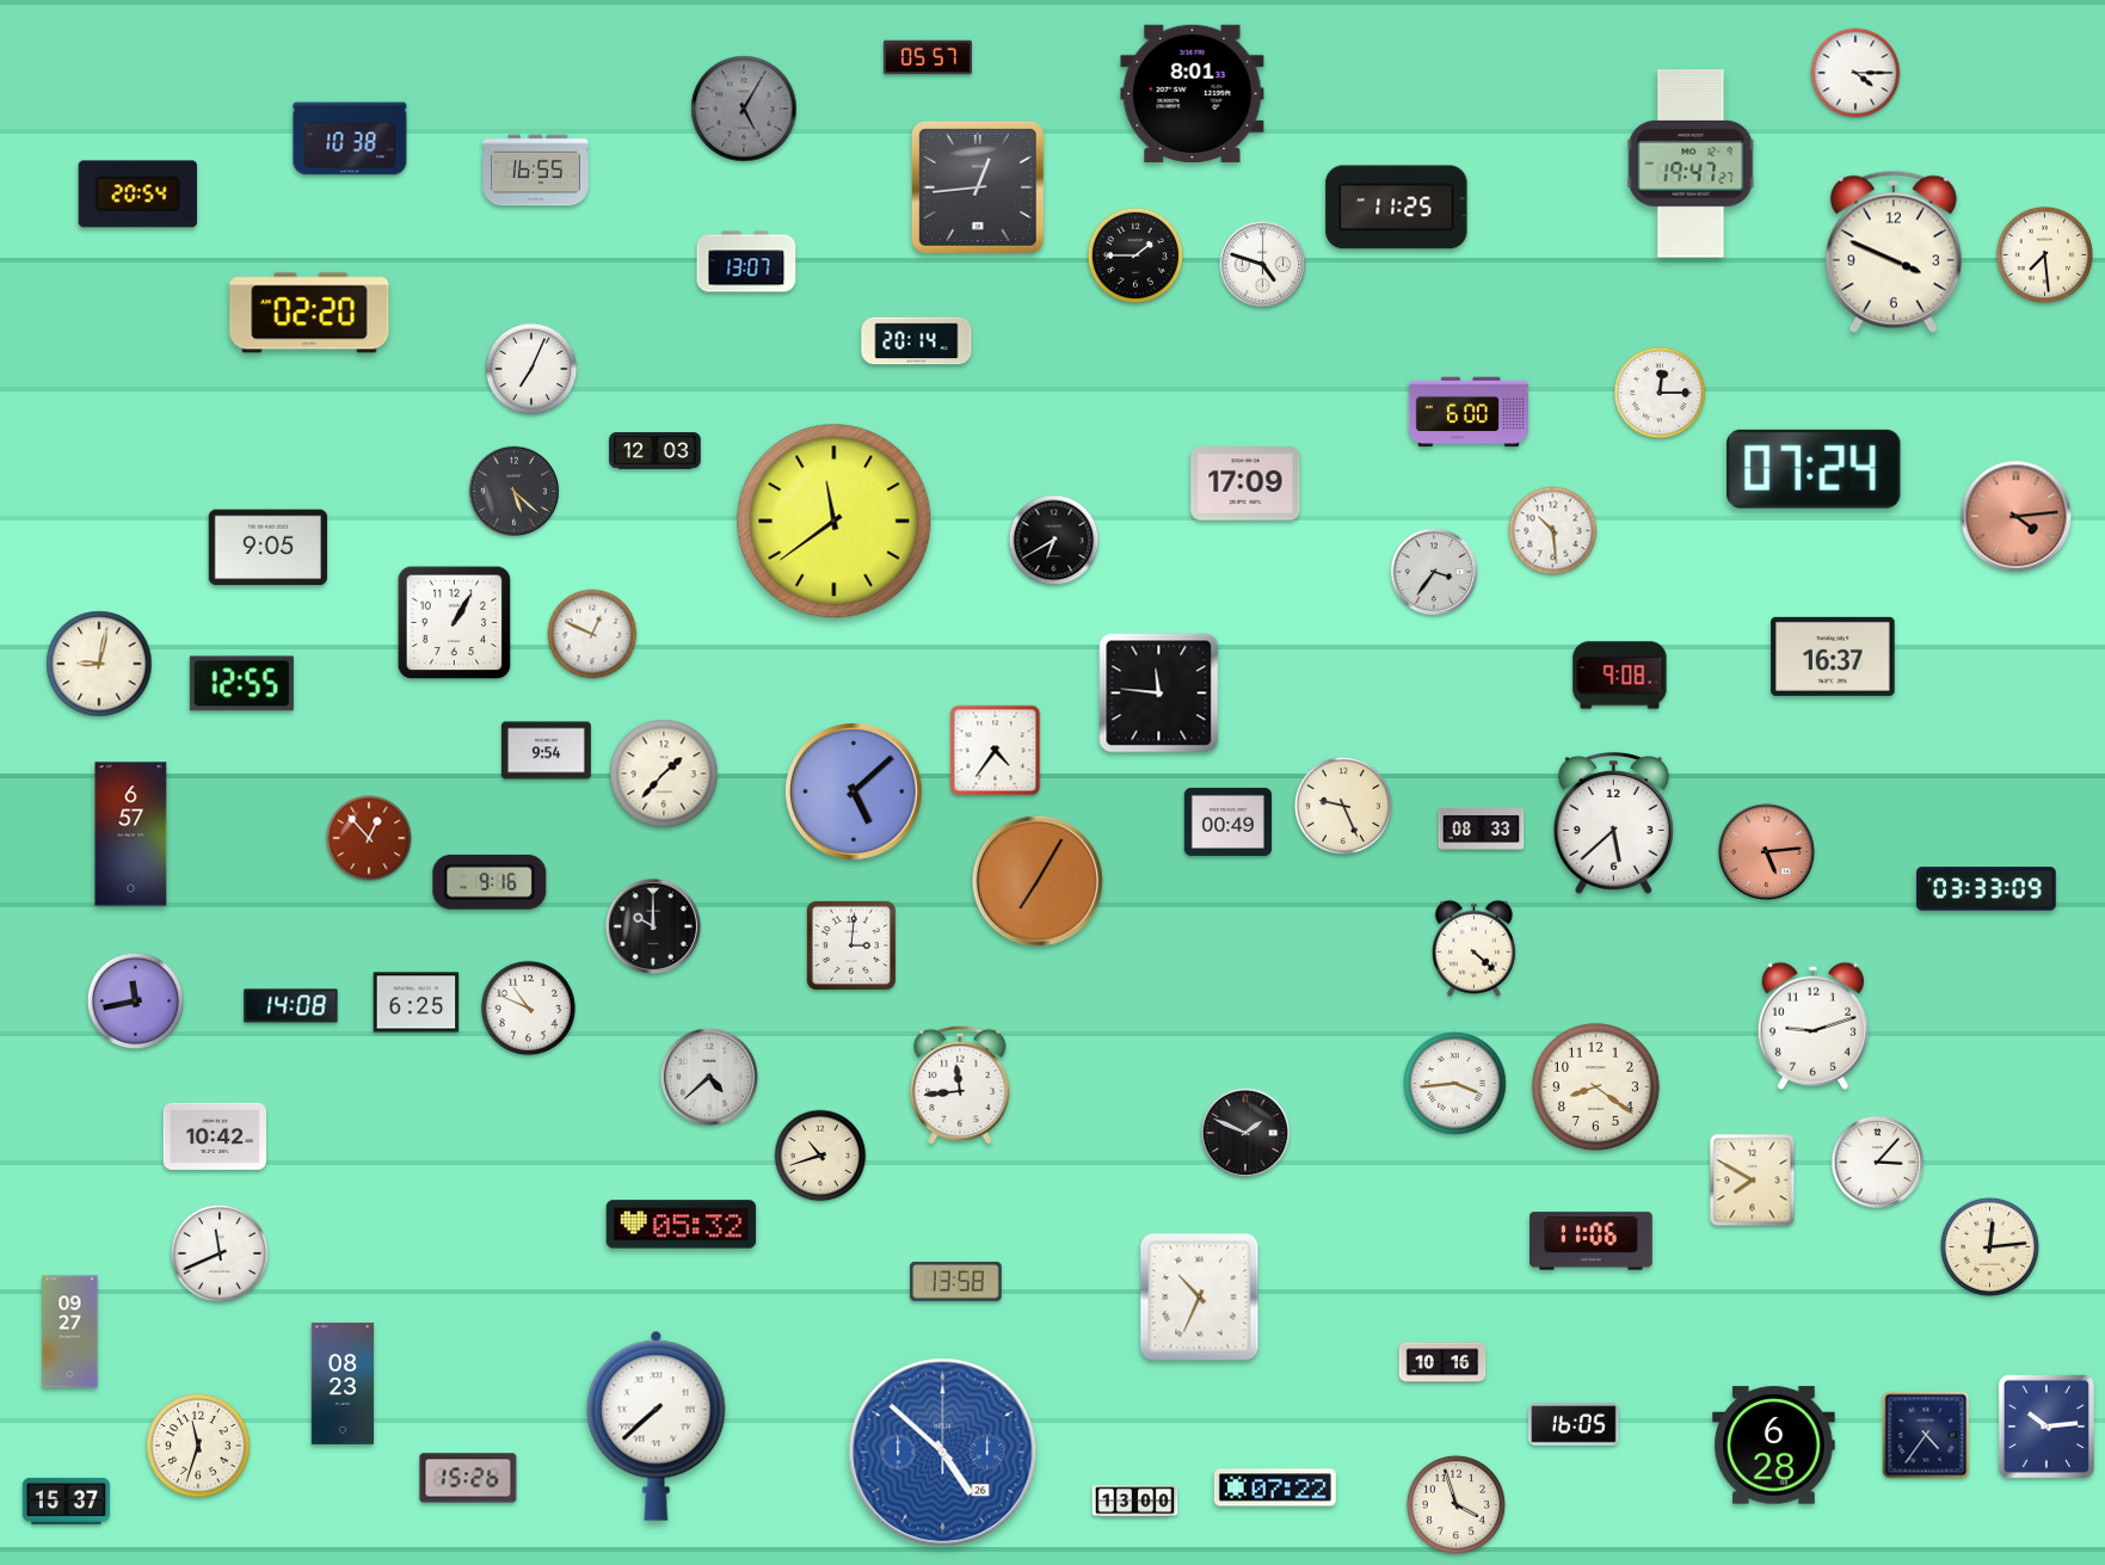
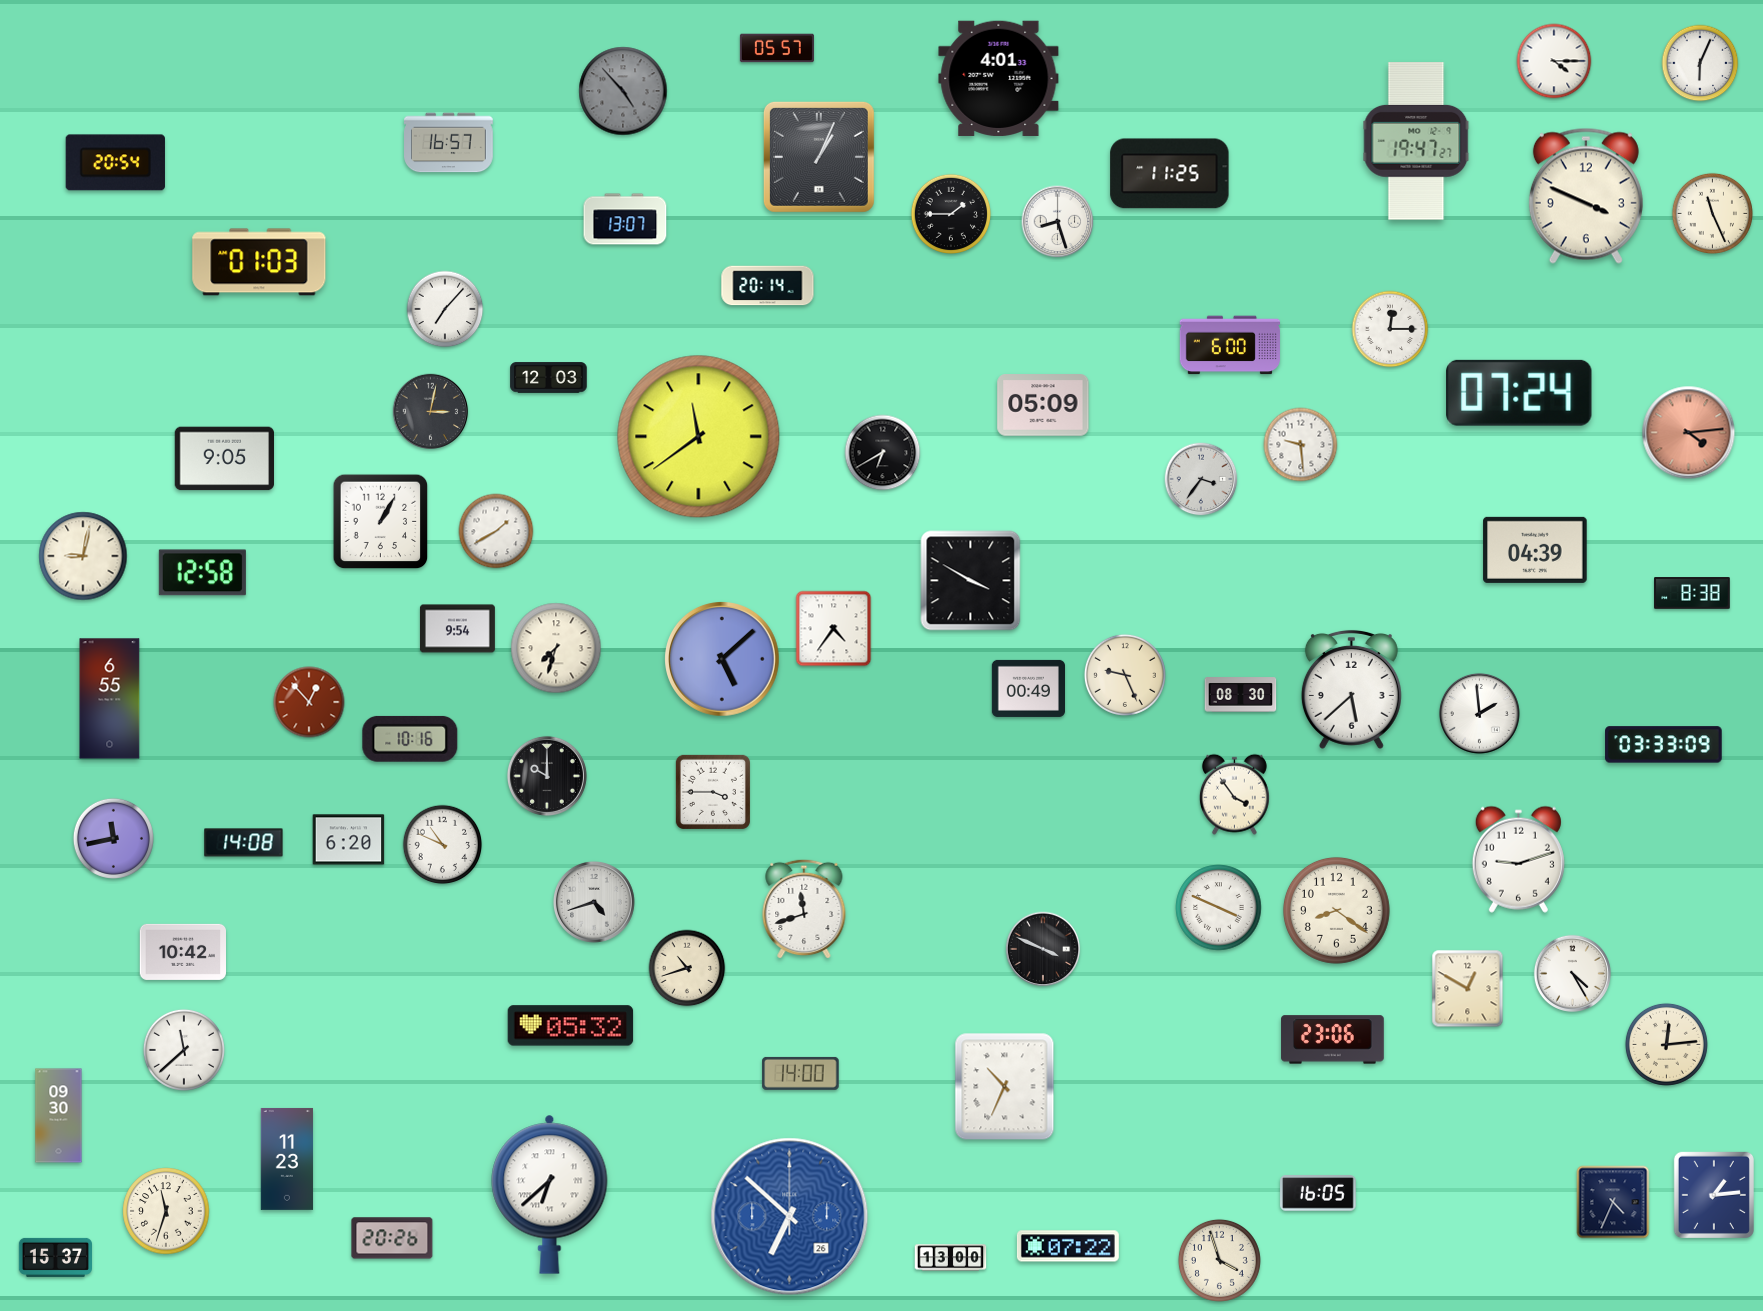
clock at (1700, 63): none -> 6:04
clock at (1193, 93): 8:01 -> 4:01
clock at (744, 109): 5:05 -> 4:53
clock at (350, 138): 10:38 -> none
clock at (1691, 164) position: (1691, 164) -> (1416, 141)
clock at (536, 171): 16:55 -> 16:57
clock at (978, 187): 12:44 -> 1:04
clock at (1894, 252) position: (1894, 252) -> (1586, 196)
clock at (2044, 254): 7:29 -> 11:26
clock at (1263, 265): 4:48 -> 8:27
clock at (309, 313): 02:20 -> 01:03
clock at (531, 369): 7:04 -> 7:07
clock at (1245, 483): 17:09 -> 05:09
clock at (515, 492): 5:22 -> 3:02
clock at (1553, 531): 10:29 -> 9:29
clock at (592, 634): 12:49 -> 1:40
clock at (1833, 657): 16:37 -> 04:39
clock at (1620, 676): 9:08 -> none
clock at (241, 684): 12:55 -> 12:58
clock at (1159, 694): 11:46 -> 3:50
clock at (1692, 593): none -> 8:38
clock at (664, 774): 1:37 -> 7:33
clock at (855, 793) position: (855, 793) -> (723, 660)
clock at (1482, 830): 08:33 -> 08:30
clock at (131, 834): 6:57 -> 6:55
clock at (1766, 851): 5:14 -> 1:59
clock at (1766, 851) dial: salmon -> white
clock at (1038, 881): 7:05 -> none
clock at (490, 882): 9:16 -> 10:16
clock at (851, 945): 3:01 -> 3:45
clock at (1473, 948): 4:22 -> 3:54
clock at (417, 1003): 6:25 -> 6:20
clock at (709, 1077): 4:38 -> 4:42
clock at (1455, 1084): 3:44 -> 3:49
clock at (960, 1085): 11:44 -> 11:42
clock at (1245, 1133): 1:49 -> 3:49
clock at (214, 1136) position: (214, 1136) -> (182, 952)
clock at (1877, 1162): 3:07 -> 4:25
clock at (1753, 1181): 7:50 -> 12:50
clock at (1592, 1241): 11:06 -> 23:06
clock at (220, 1253): 11:41 -> 11:38
clock at (956, 1281): 13:58 -> 14:00
clock at (70, 1332): 09:27 -> 09:30
clock at (1442, 1362): 10:16 -> none
clock at (343, 1384): 08:23 -> 11:23
clock at (657, 1425): 7:38 -> 6:38
clock at (2046, 1427): 10:14 -> 1:14
clock at (1926, 1435): 4:36 -> 4:34
clock at (1774, 1446): 6:28 -> none
clock at (943, 1453): 4:52 -> 6:52
clock at (468, 1478): 15:26 -> 20:26
